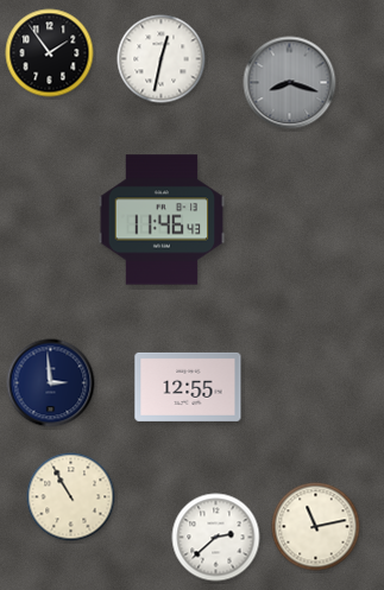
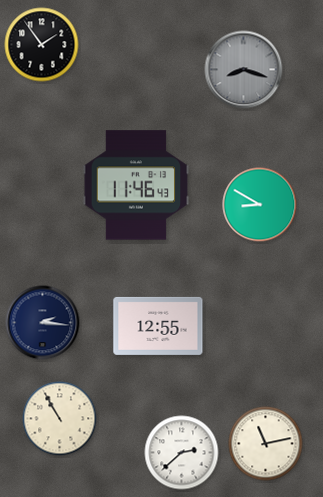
clock at (162, 59): 12:32 -> none
clock at (260, 205): none -> 8:50
clock at (51, 383): 2:59 -> 2:16
